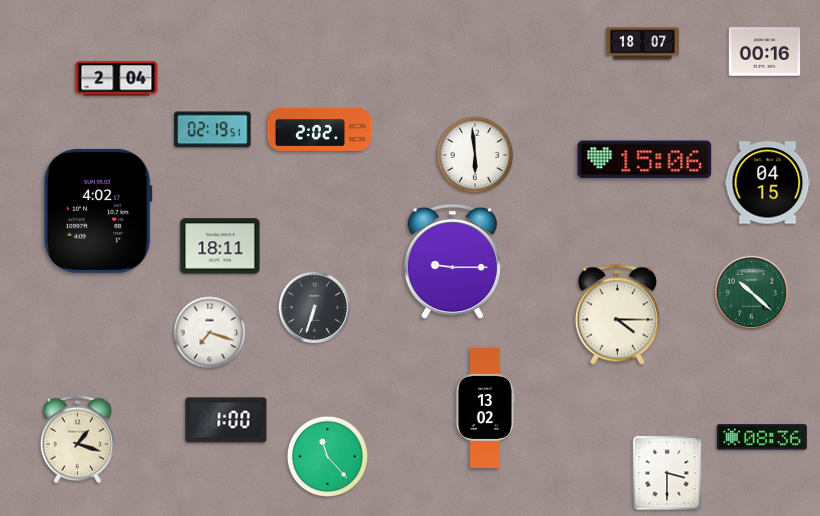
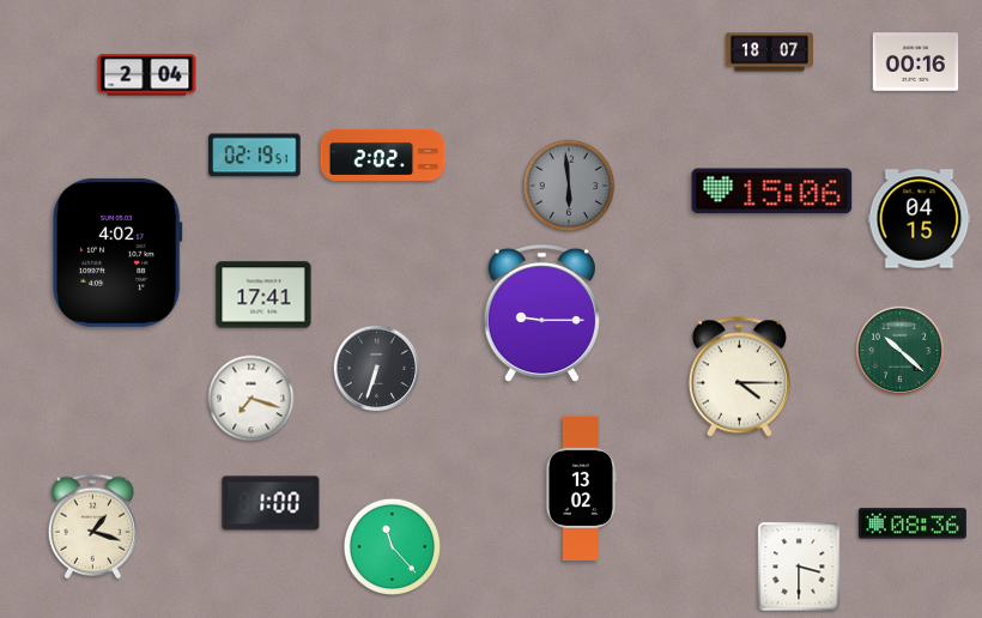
clock at (117, 79) position: (117, 79) -> (147, 75)
clock at (475, 155) dial: white -> grey
clock at (220, 246): 18:11 -> 17:41
